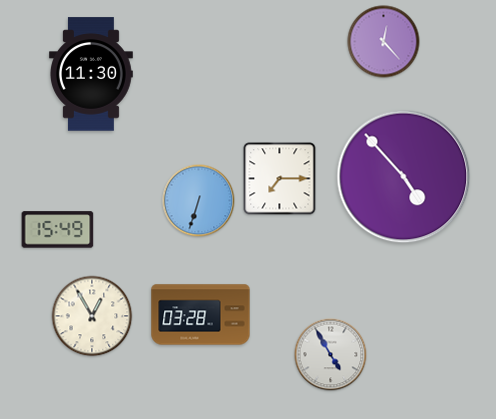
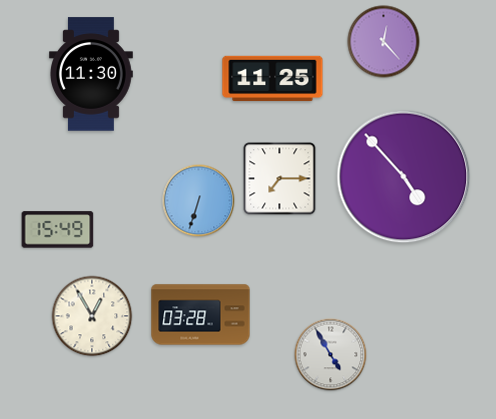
clock at (273, 79): none -> 11:25
